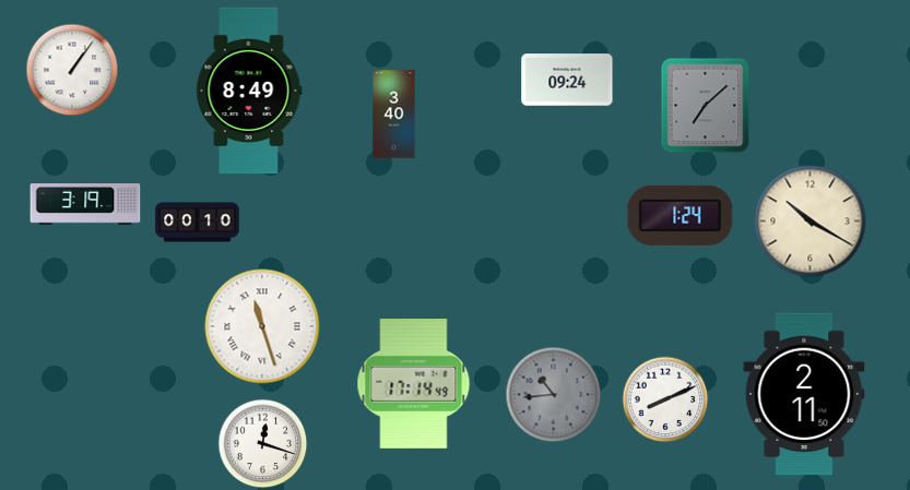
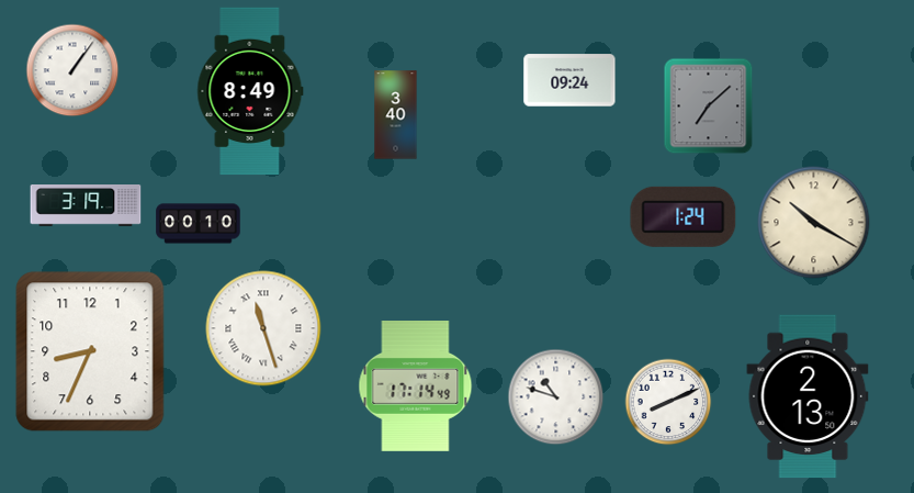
clock at (90, 351): none -> 8:34
clock at (553, 394): 10:44 -> 10:48
clock at (553, 394) dial: grey -> white
clock at (804, 394): 2:11 -> 2:13
clock at (262, 443): 12:18 -> none
